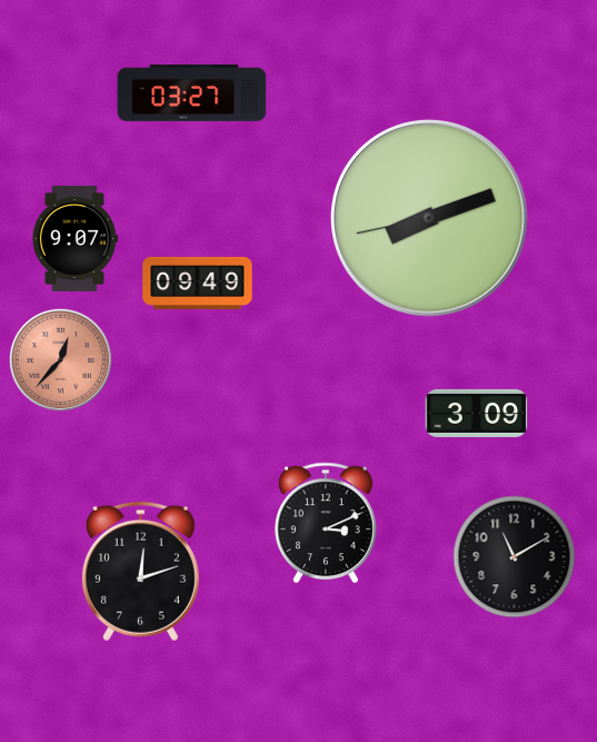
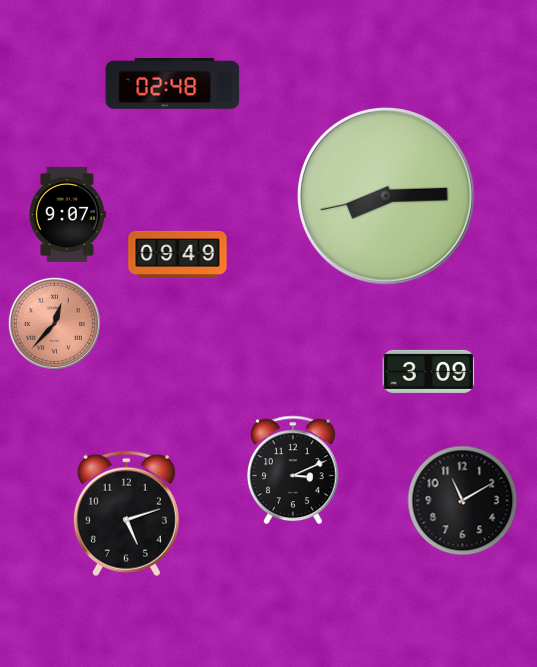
clock at (192, 92): 03:27 -> 02:48
clock at (430, 219): 8:11 -> 8:14
clock at (140, 572): 12:12 -> 5:12
